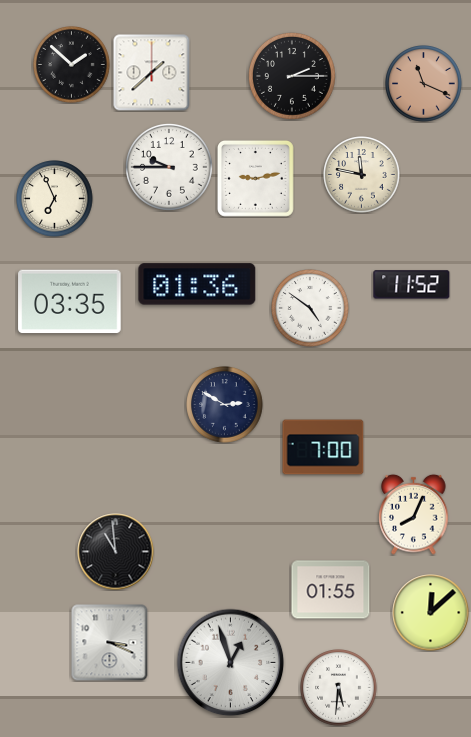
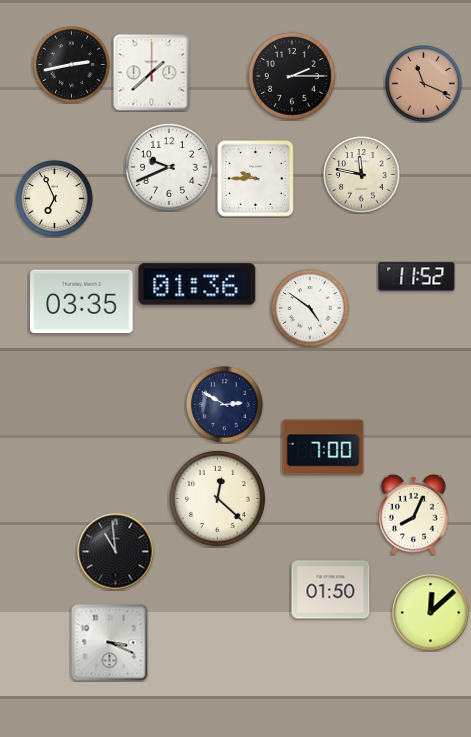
clock at (72, 65): 1:52 -> 2:43
clock at (169, 167): 9:45 -> 9:41
clock at (255, 178): 9:13 -> 9:45
clock at (412, 285) position: (412, 285) -> (417, 277)
clock at (70, 302) position: (70, 302) -> (82, 302)
clock at (217, 498): none -> 12:22
clock at (331, 590): 01:55 -> 01:50
clock at (231, 663): 12:57 -> none
clock at (339, 688): 5:31 -> none
